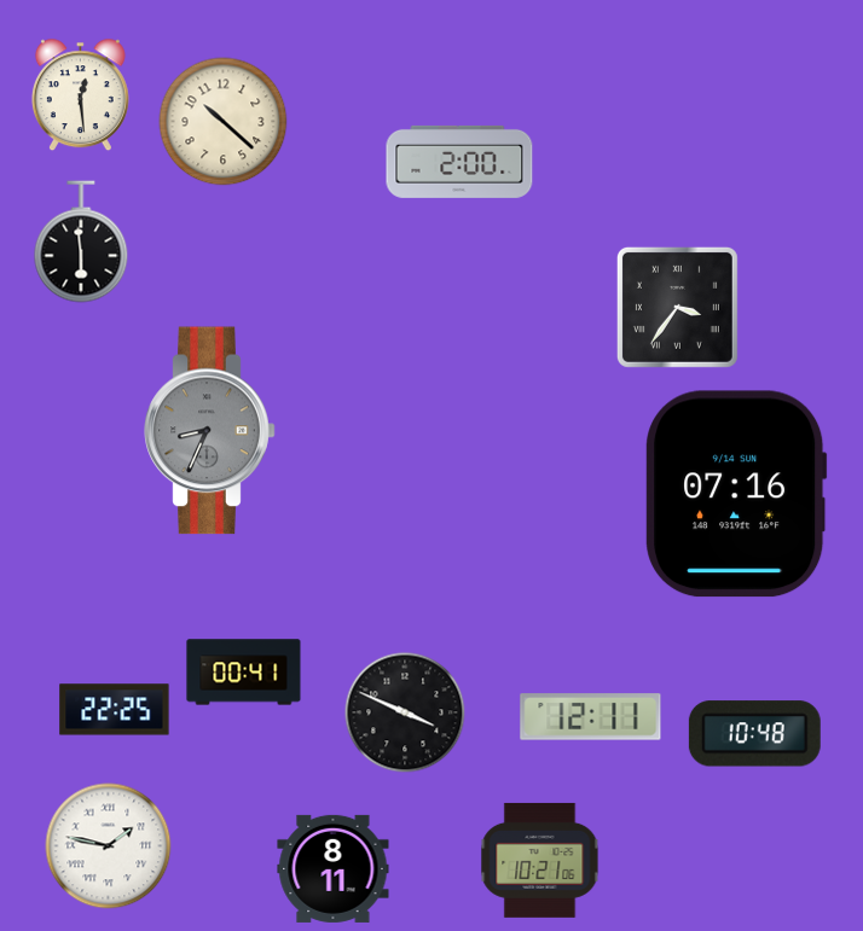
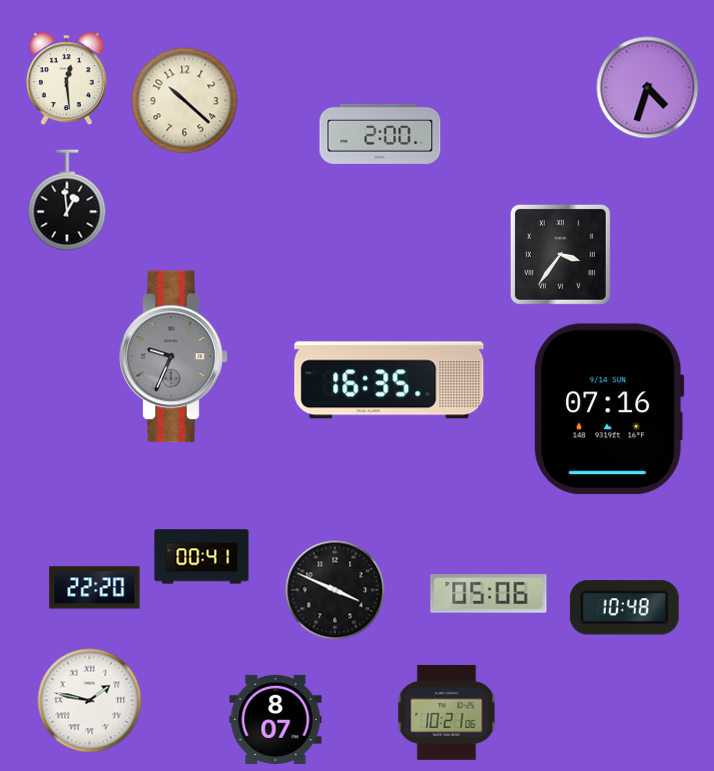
clock at (648, 88): none -> 4:33
clock at (81, 242): 5:59 -> 12:59
clock at (210, 431): 8:34 -> 9:34
clock at (389, 380): none -> 16:35
clock at (115, 710): 22:25 -> 22:20
clock at (591, 717): 12:11 -> 05:06
clock at (334, 868): 8:11 -> 8:07
